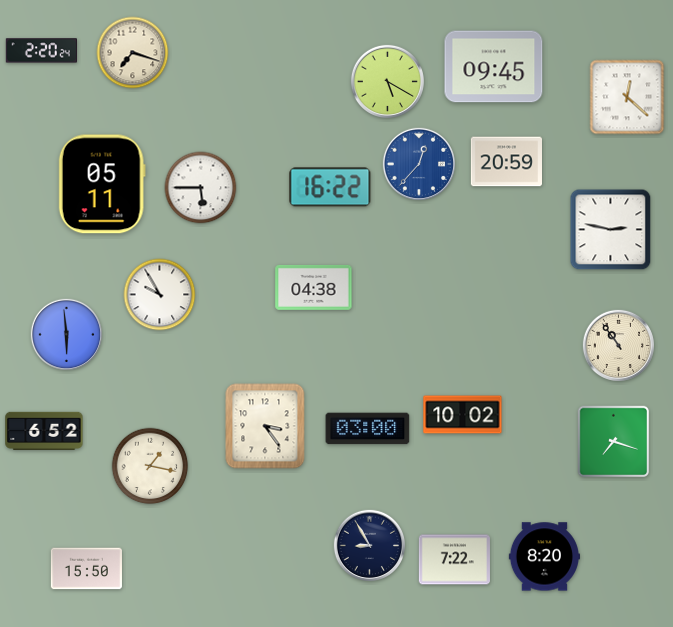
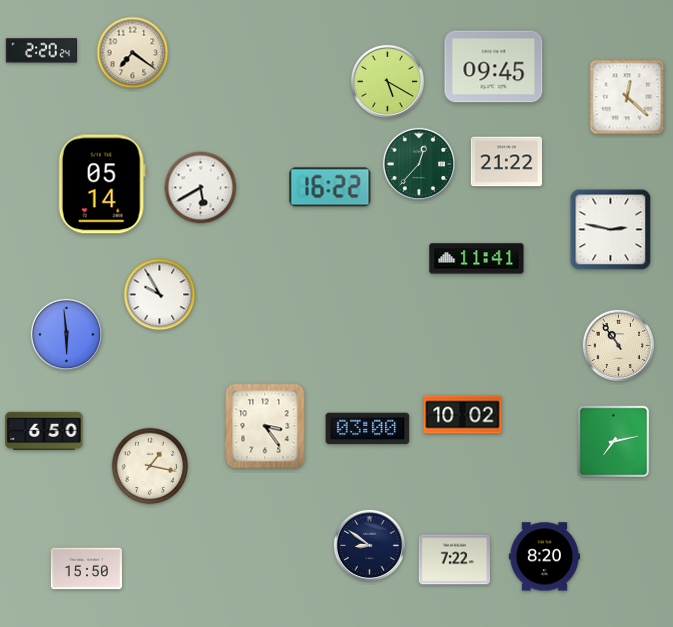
clock at (133, 53): 7:18 -> 7:21
clock at (506, 162): 20:59 -> 21:22
clock at (418, 163) dial: blue -> green
clock at (102, 184): 05:11 -> 05:14
clock at (201, 188): 5:45 -> 5:40
clock at (477, 259): none -> 11:41
clock at (314, 287): 04:38 -> none
clock at (44, 431): 6:52 -> 6:50
clock at (614, 442): 7:18 -> 7:13
clock at (369, 545): 8:55 -> 8:51
